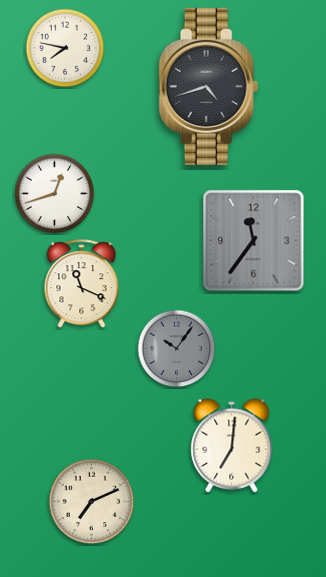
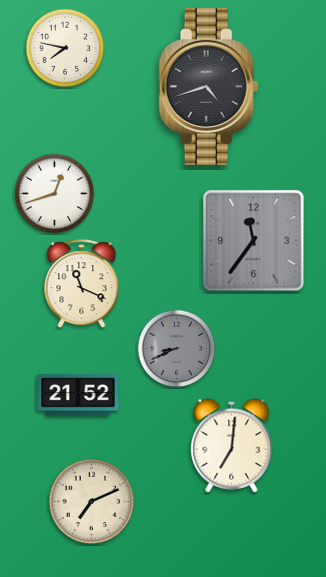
clock at (177, 349): 10:06 -> 8:41
clock at (78, 395): none -> 21:52
